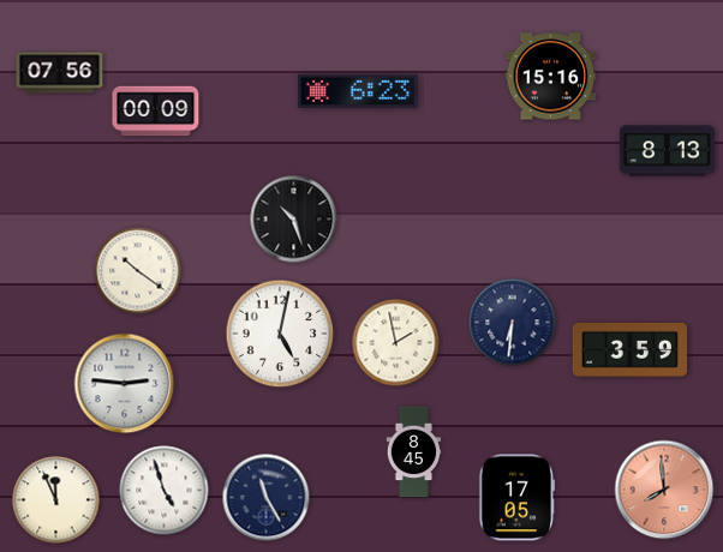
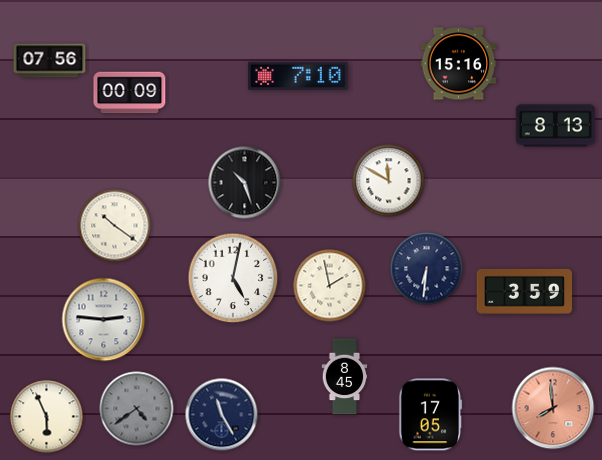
clock at (358, 90): 6:23 -> 7:10
clock at (389, 181): none -> 11:50
clock at (165, 491): 4:57 -> 4:39
clock at (165, 491) dial: white -> grey
clock at (56, 500): 11:56 -> 5:56
